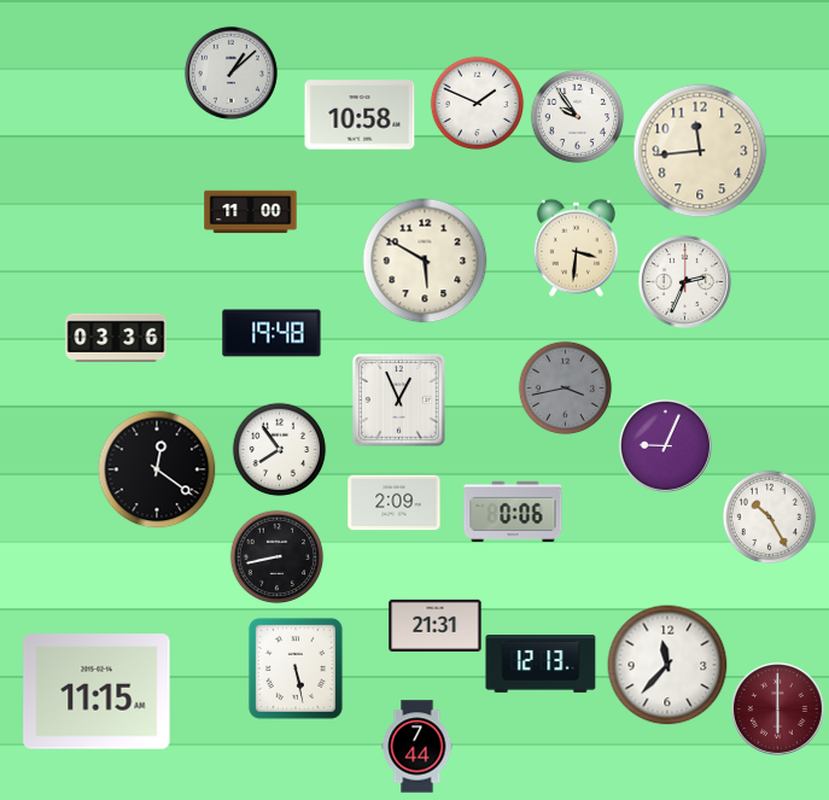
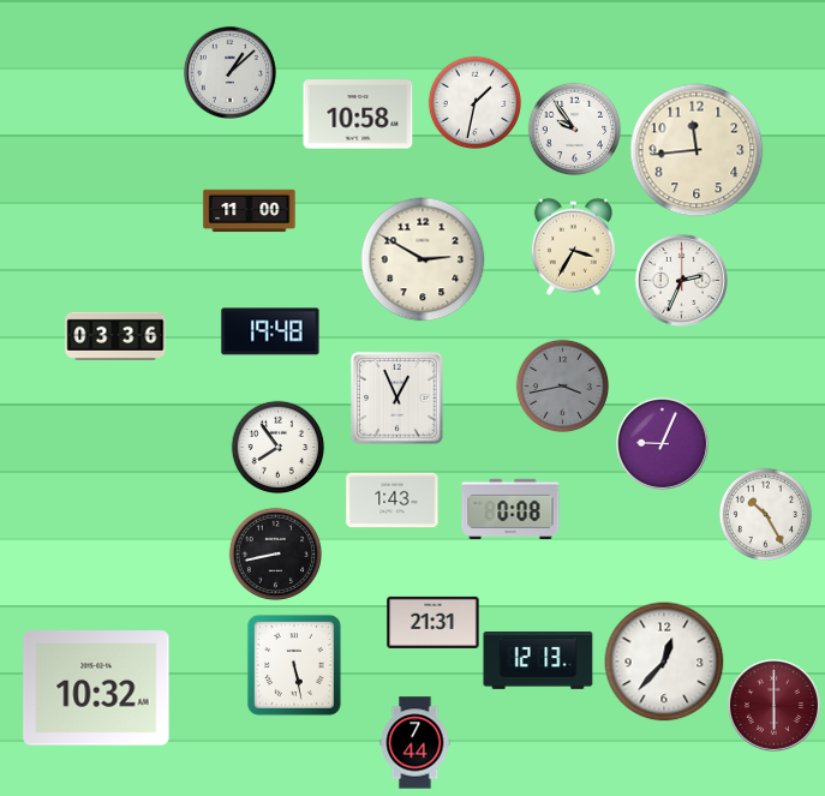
clock at (477, 103): 1:49 -> 1:32
clock at (577, 116) position: (577, 116) -> (574, 128)
clock at (576, 247): 3:31 -> 3:35
clock at (425, 261): 5:50 -> 2:50
clock at (157, 469): 12:21 -> none
clock at (395, 503): 2:09 -> 1:43
clock at (513, 512): 0:06 -> 0:08
clock at (667, 665): 11:37 -> 12:37
clock at (97, 691): 11:15 -> 10:32
